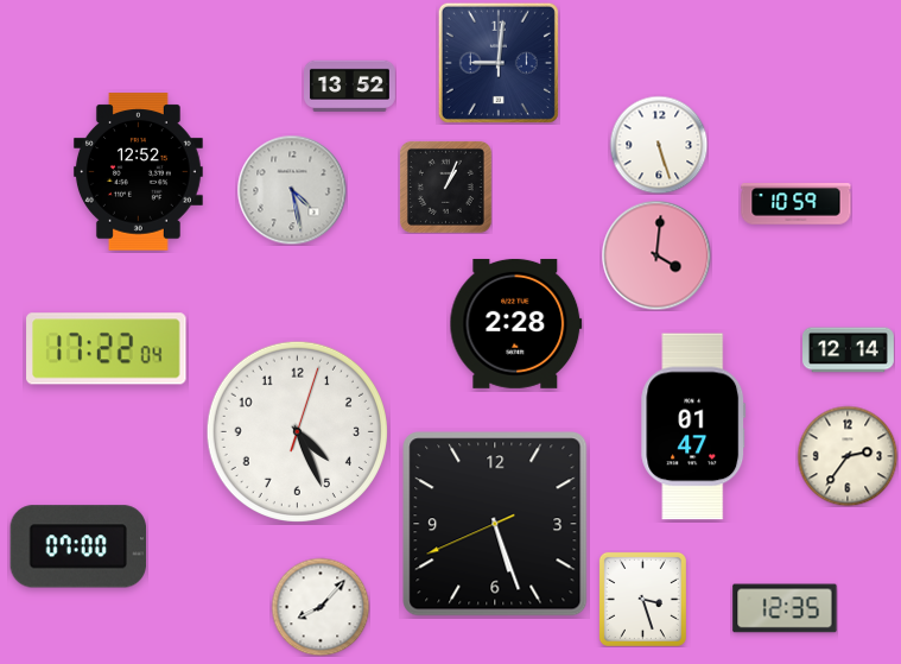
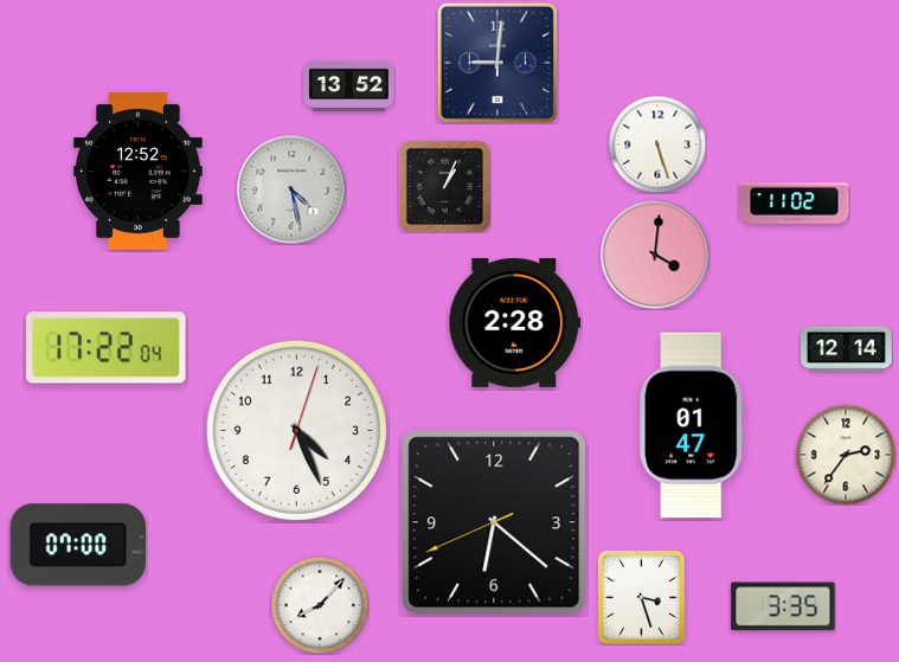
clock at (797, 204): 10:59 -> 11:02
clock at (495, 524): 5:26 -> 6:21
clock at (785, 608): 12:35 -> 3:35
